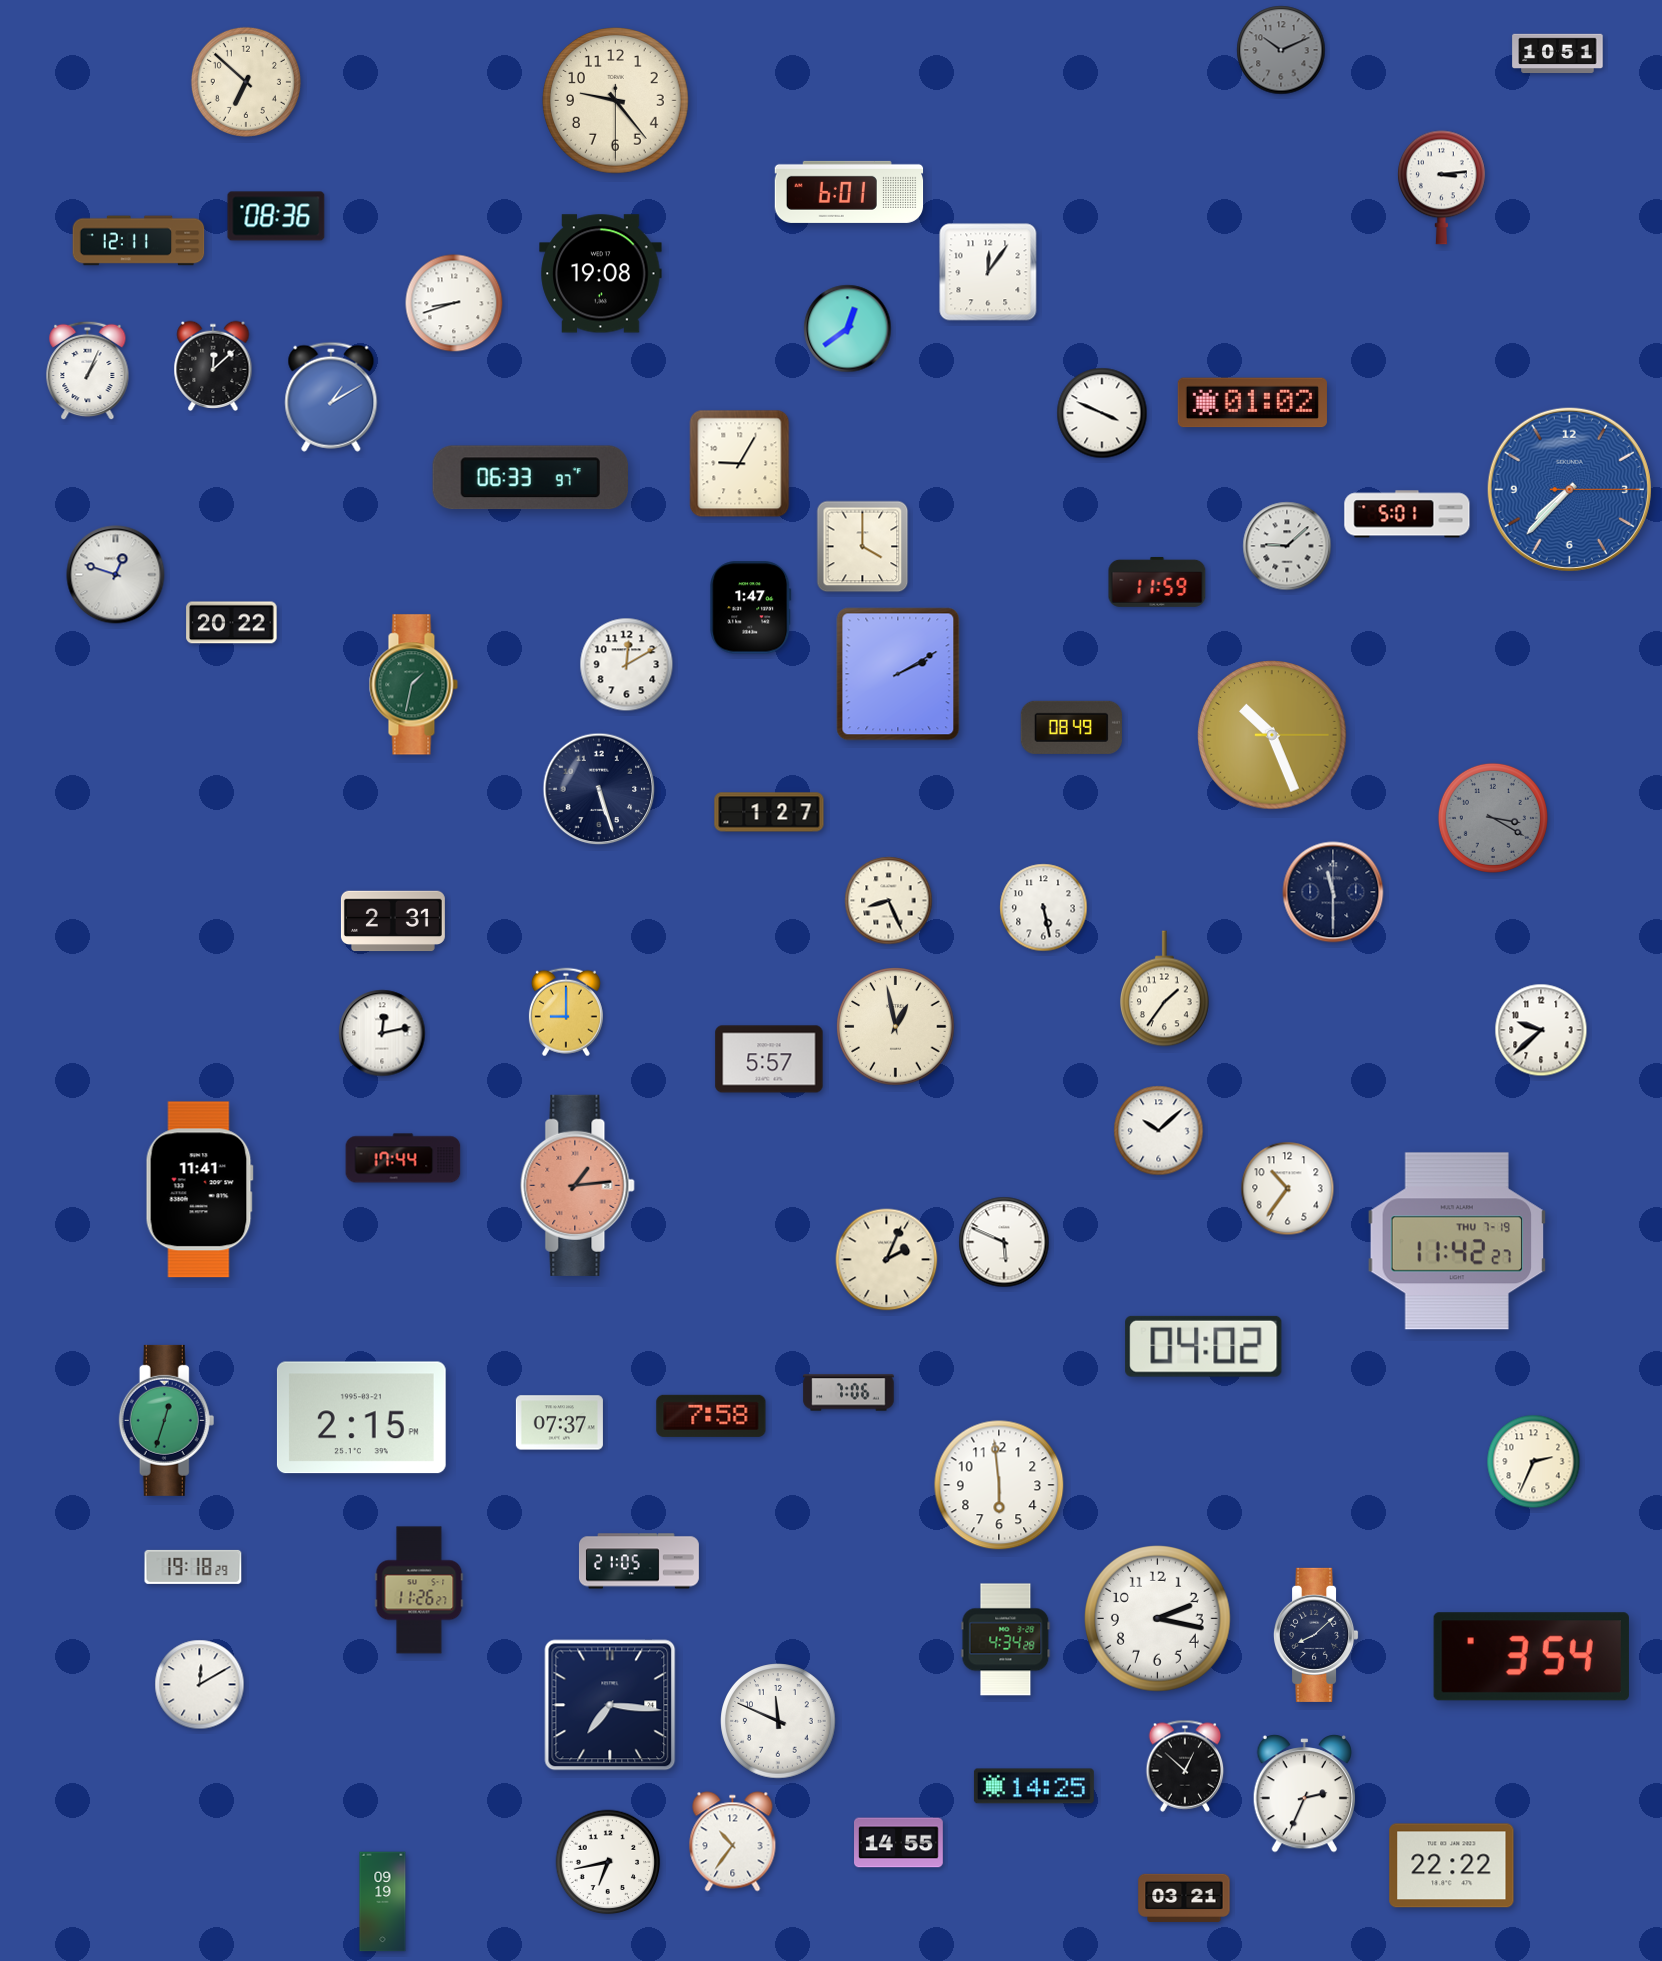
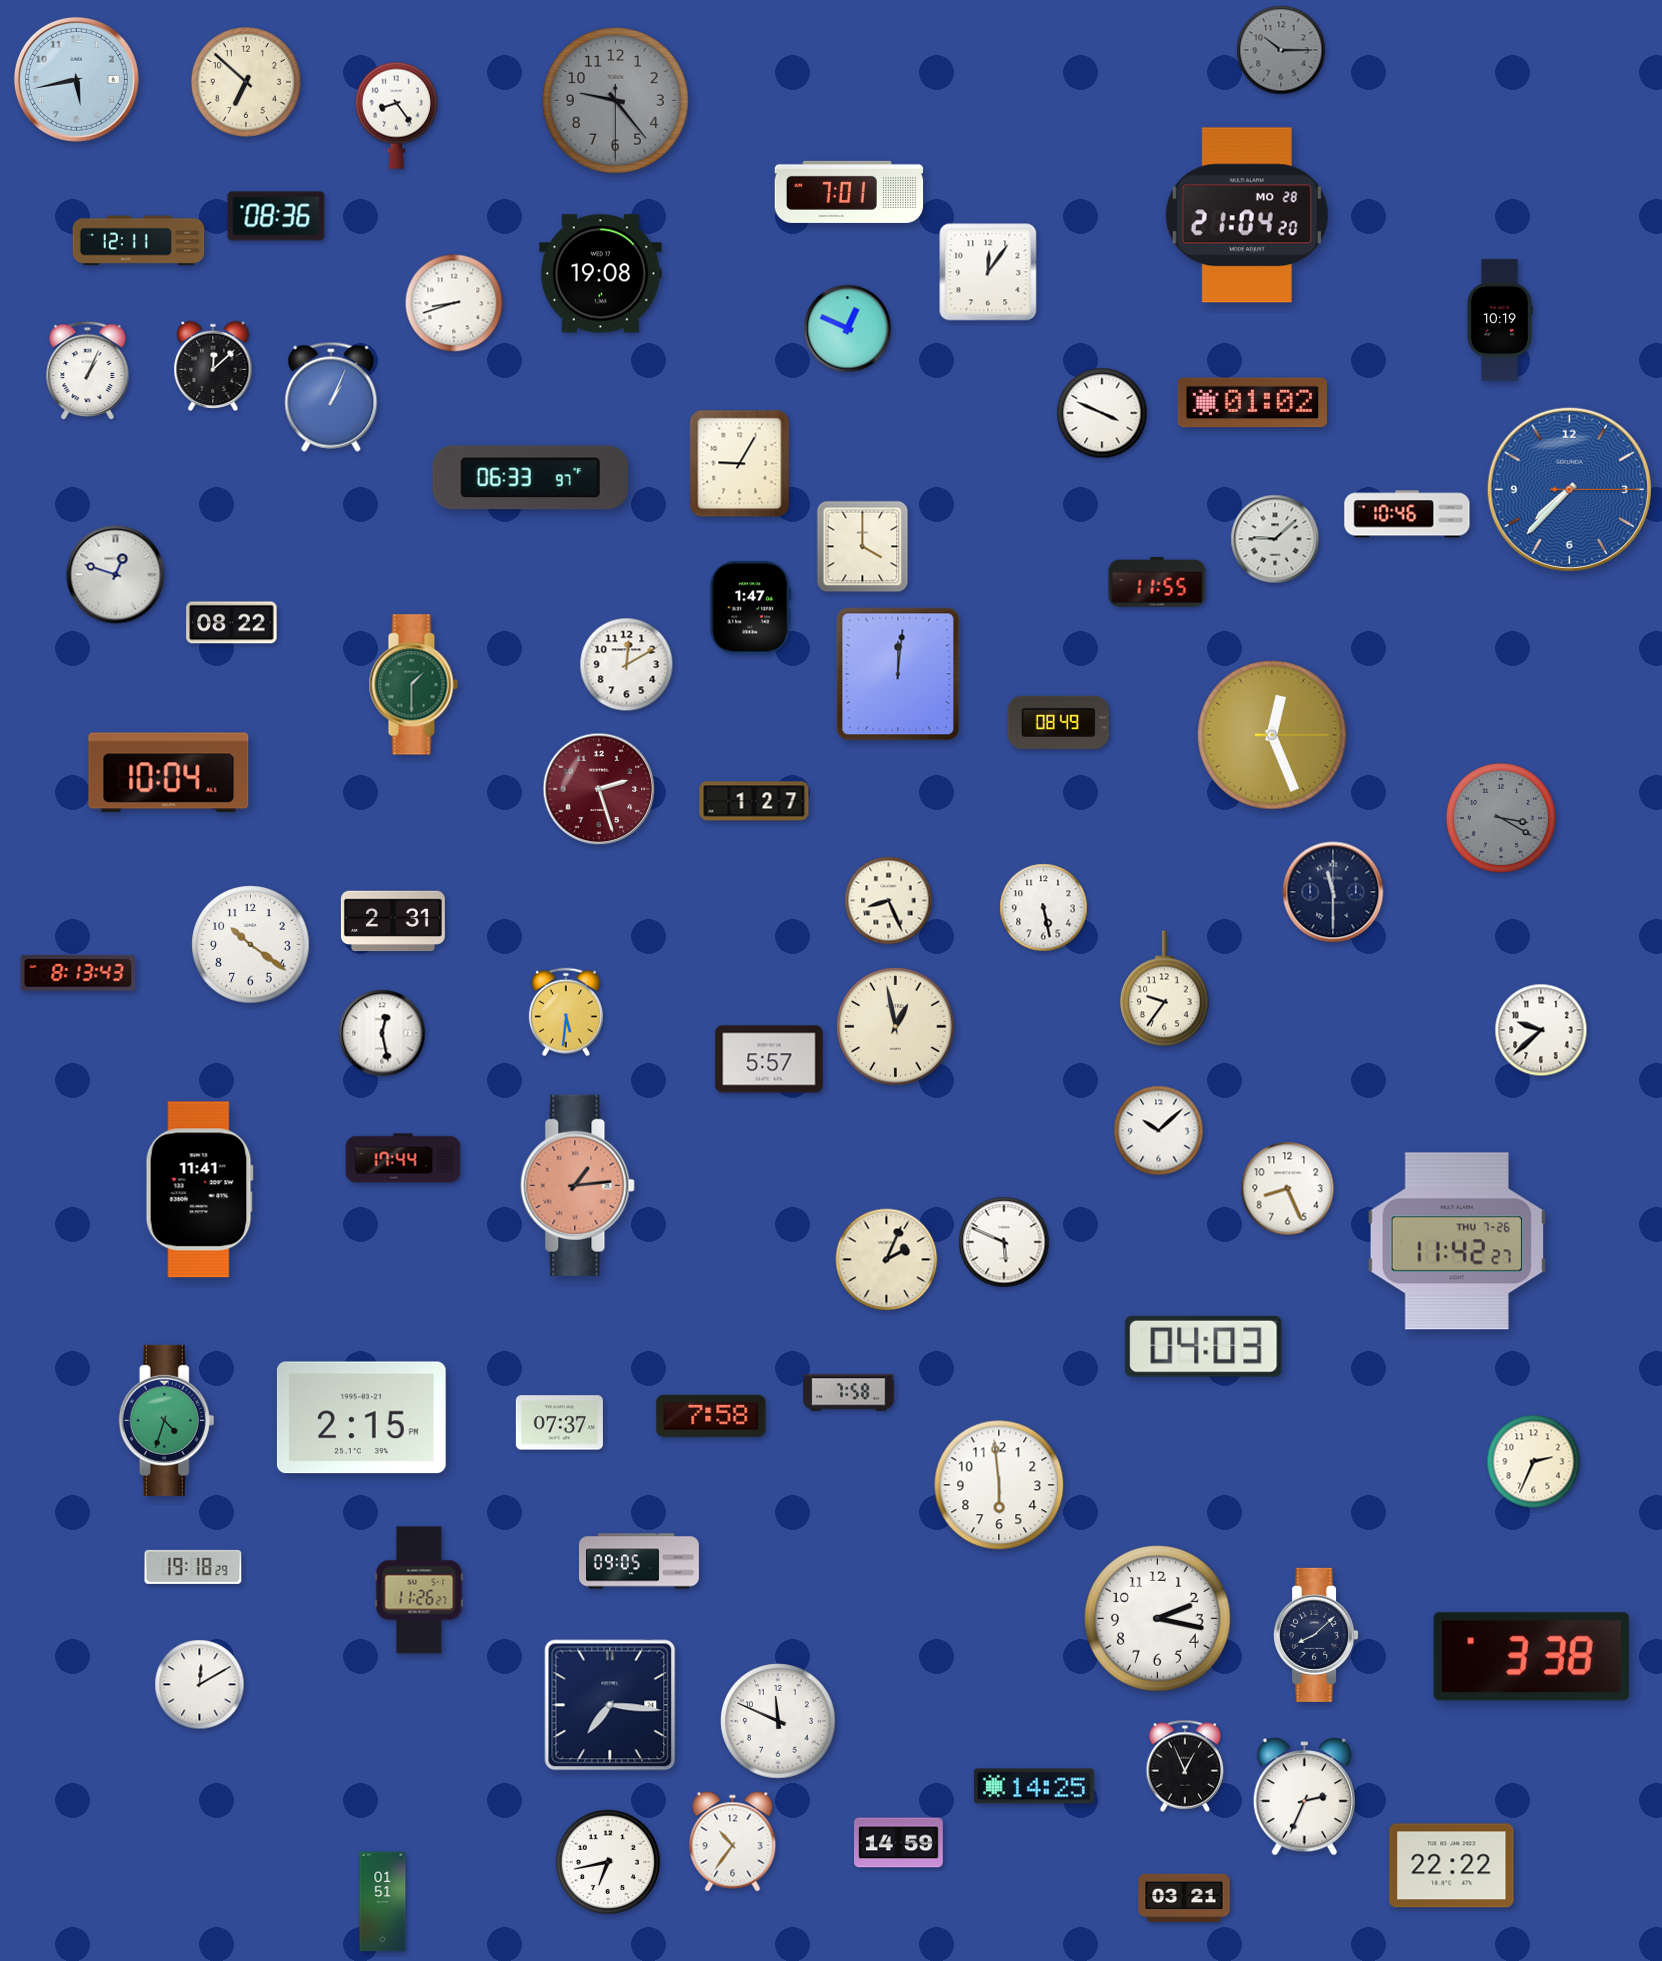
clock at (1281, 50): 10:11 -> 10:15
clock at (1558, 54): 10:51 -> none
clock at (76, 79): none -> 5:43
clock at (616, 101) dial: cream -> grey
clock at (396, 115): none -> 8:24
clock at (1441, 188): 3:14 -> none
clock at (849, 192): 6:01 -> 7:01
clock at (1247, 215): none -> 21:04
clock at (1500, 320): none -> 10:19
clock at (848, 329): 12:39 -> 12:49
clock at (331, 397): 1:10 -> 1:04
clock at (1407, 514): 5:01 -> 10:46
clock at (1287, 546) position: (1287, 546) -> (1275, 539)
clock at (1157, 582): 11:59 -> 11:55
clock at (232, 623): 20:22 -> 08:22
clock at (898, 674): 2:10 -> 12:01
clock at (413, 685): 1:32 -> 1:30
clock at (1071, 727) position: (1071, 727) -> (1058, 722)
clock at (1272, 735): 10:26 -> 12:26
clock at (169, 773): none -> 10:04
clock at (599, 789): 5:27 -> 2:27
clock at (599, 789) dial: navy -> burgundy
clock at (769, 812) position: (769, 812) -> (754, 801)
clock at (1493, 818) position: (1493, 818) -> (1501, 818)
clock at (251, 945): none -> 10:21
clock at (78, 973): none -> 8:13
clock at (1165, 989): 1:36 -> 9:36
clock at (566, 1012): 9:00 -> 5:31
clock at (382, 1033): 12:13 -> 12:28
clock at (1288, 1189): 10:36 -> 8:26
clock at (1457, 1241) date: THU 7-19 -> THU 7-26
clock at (1204, 1346): 04:02 -> 04:03
clock at (849, 1393): 7:06 -> 7:58
clock at (167, 1420): 12:33 -> 4:33
clock at (639, 1561): 21:05 -> 09:05
clock at (1006, 1640): 4:34 -> none
clock at (1531, 1657): 3:54 -> 3:38
clock at (1185, 1766): 12:52 -> 12:56
clock at (1305, 1794) position: (1305, 1794) -> (1305, 1797)
clock at (899, 1843): 14:55 -> 14:59
clock at (383, 1902): 09:19 -> 01:51
